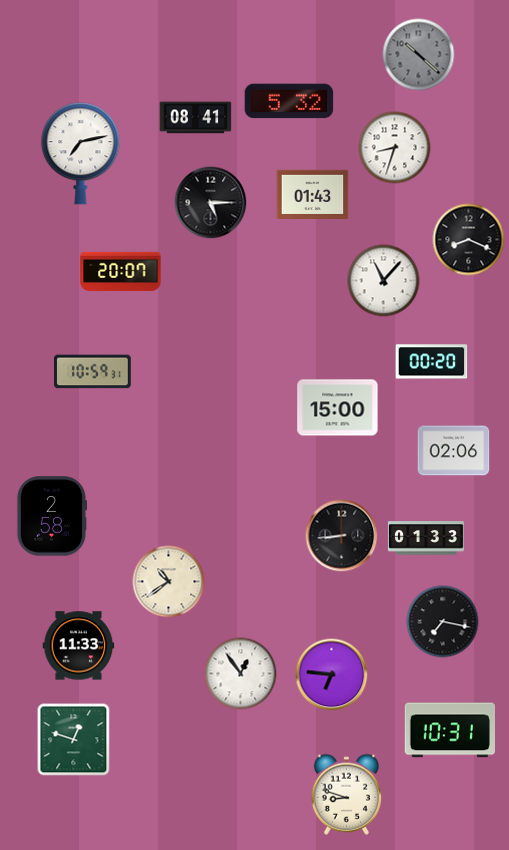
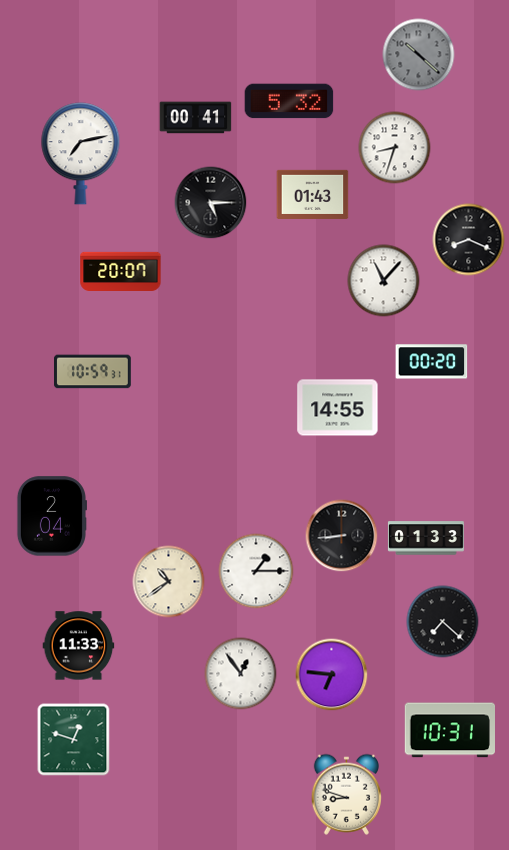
clock at (196, 118): 08:41 -> 00:41
clock at (338, 408): 15:00 -> 14:55
clock at (454, 451): 02:06 -> none
clock at (51, 516): 2:58 -> 2:04
clock at (256, 571): none -> 1:15
clock at (443, 622): 7:17 -> 7:22
